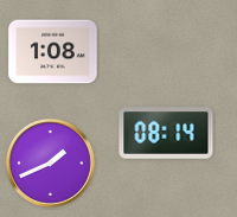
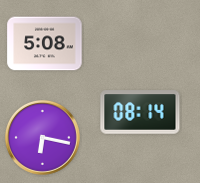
clock at (53, 52): 1:08 -> 5:08
clock at (50, 162): 1:41 -> 6:17
